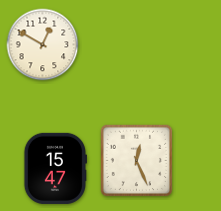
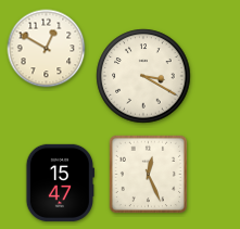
clock at (143, 76): none -> 3:20
